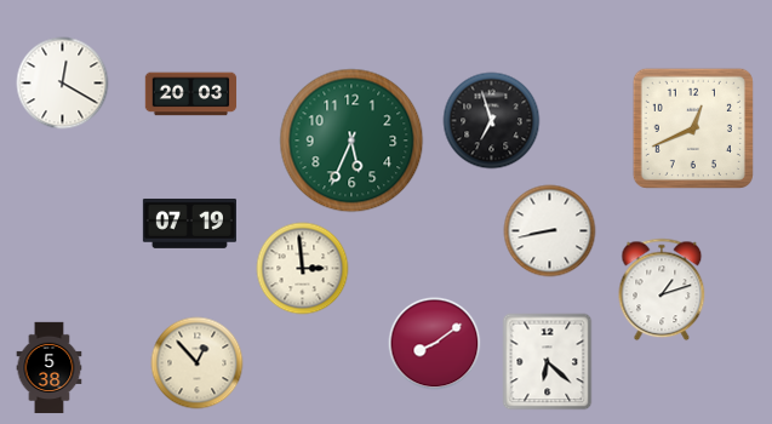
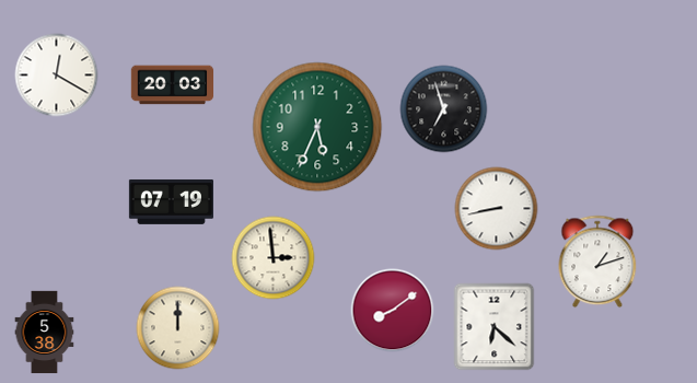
clock at (693, 128): 12:41 -> none
clock at (303, 269) position: (303, 269) -> (274, 258)
clock at (198, 363): 12:53 -> 12:00
